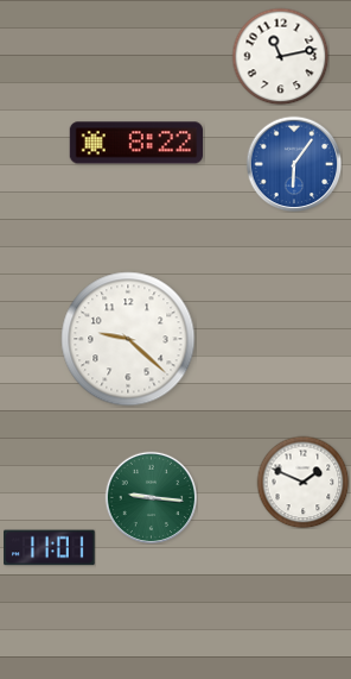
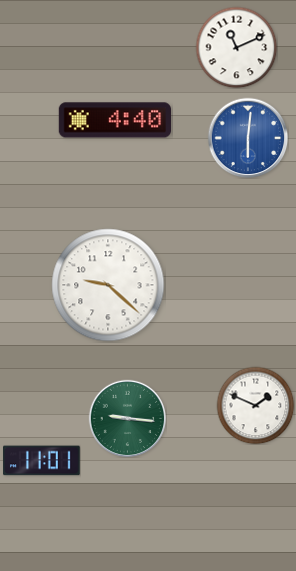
clock at (280, 56): 11:13 -> 11:11
clock at (135, 143): 8:22 -> 4:40
clock at (294, 164): 6:06 -> 6:01
